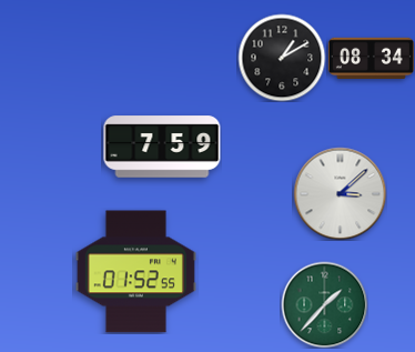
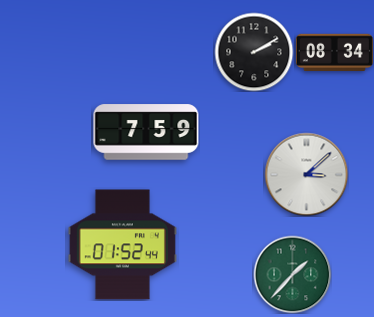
clock at (282, 58): 1:10 -> 2:10
clock at (135, 272): 01:52:55 -> 01:52:44
